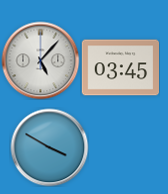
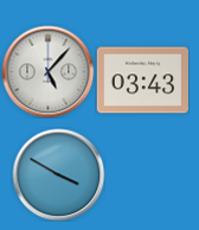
clock at (120, 68): 03:45 -> 03:43
